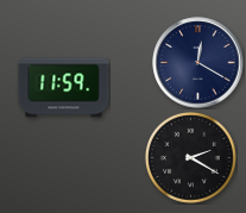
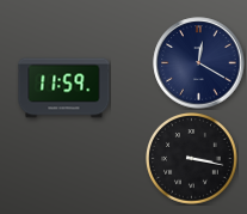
clock at (191, 158): 2:20 -> 3:17
